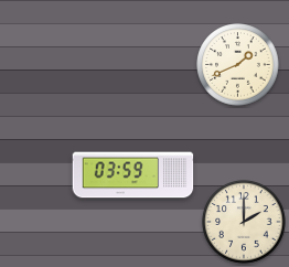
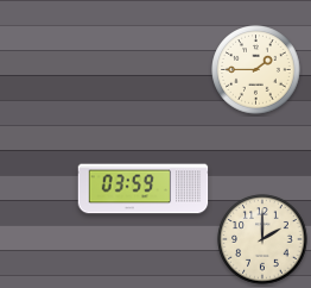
clock at (238, 65): 1:41 -> 1:45
